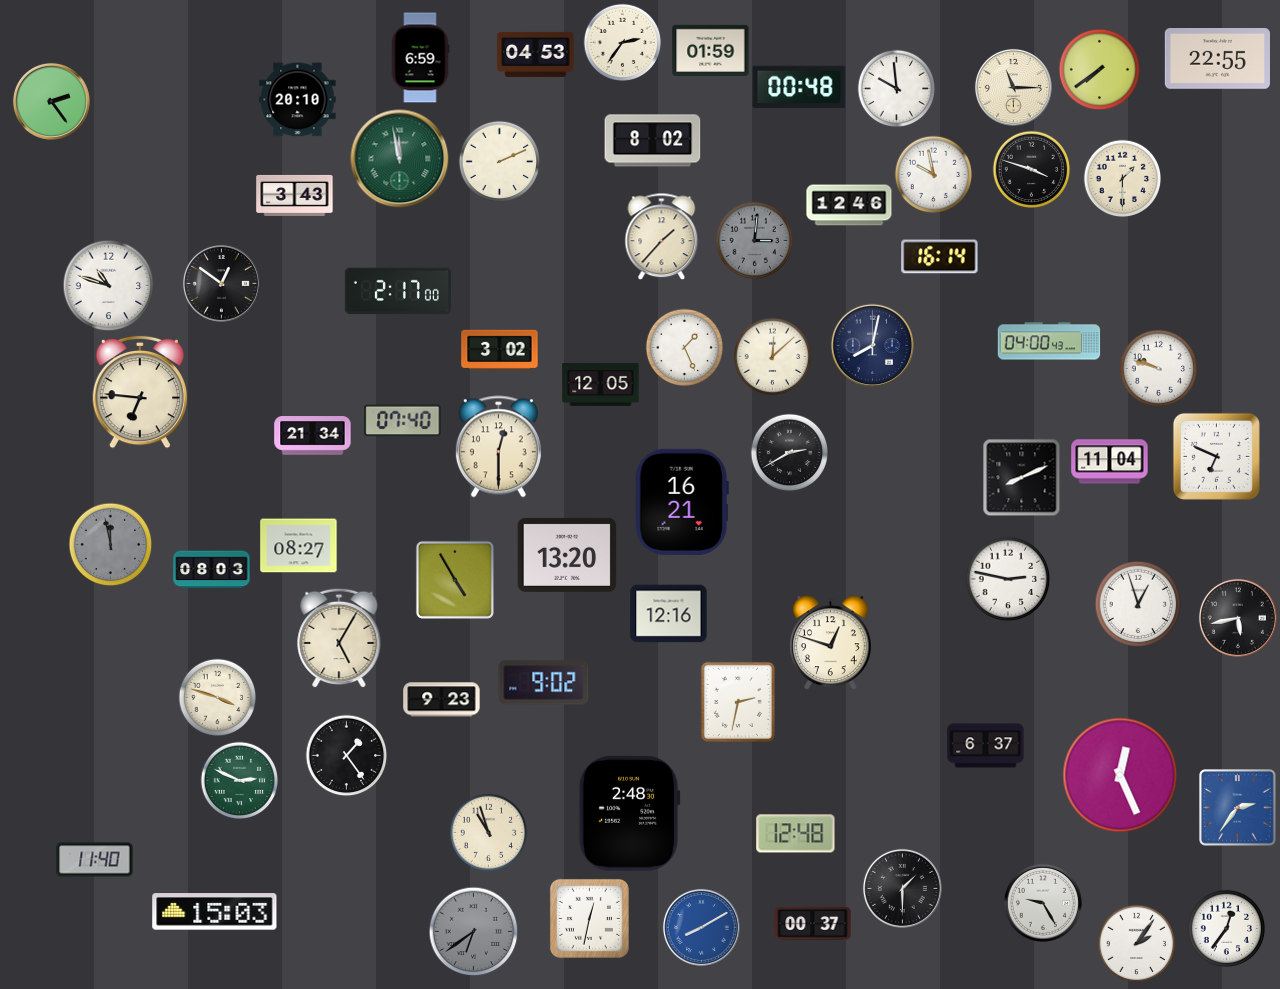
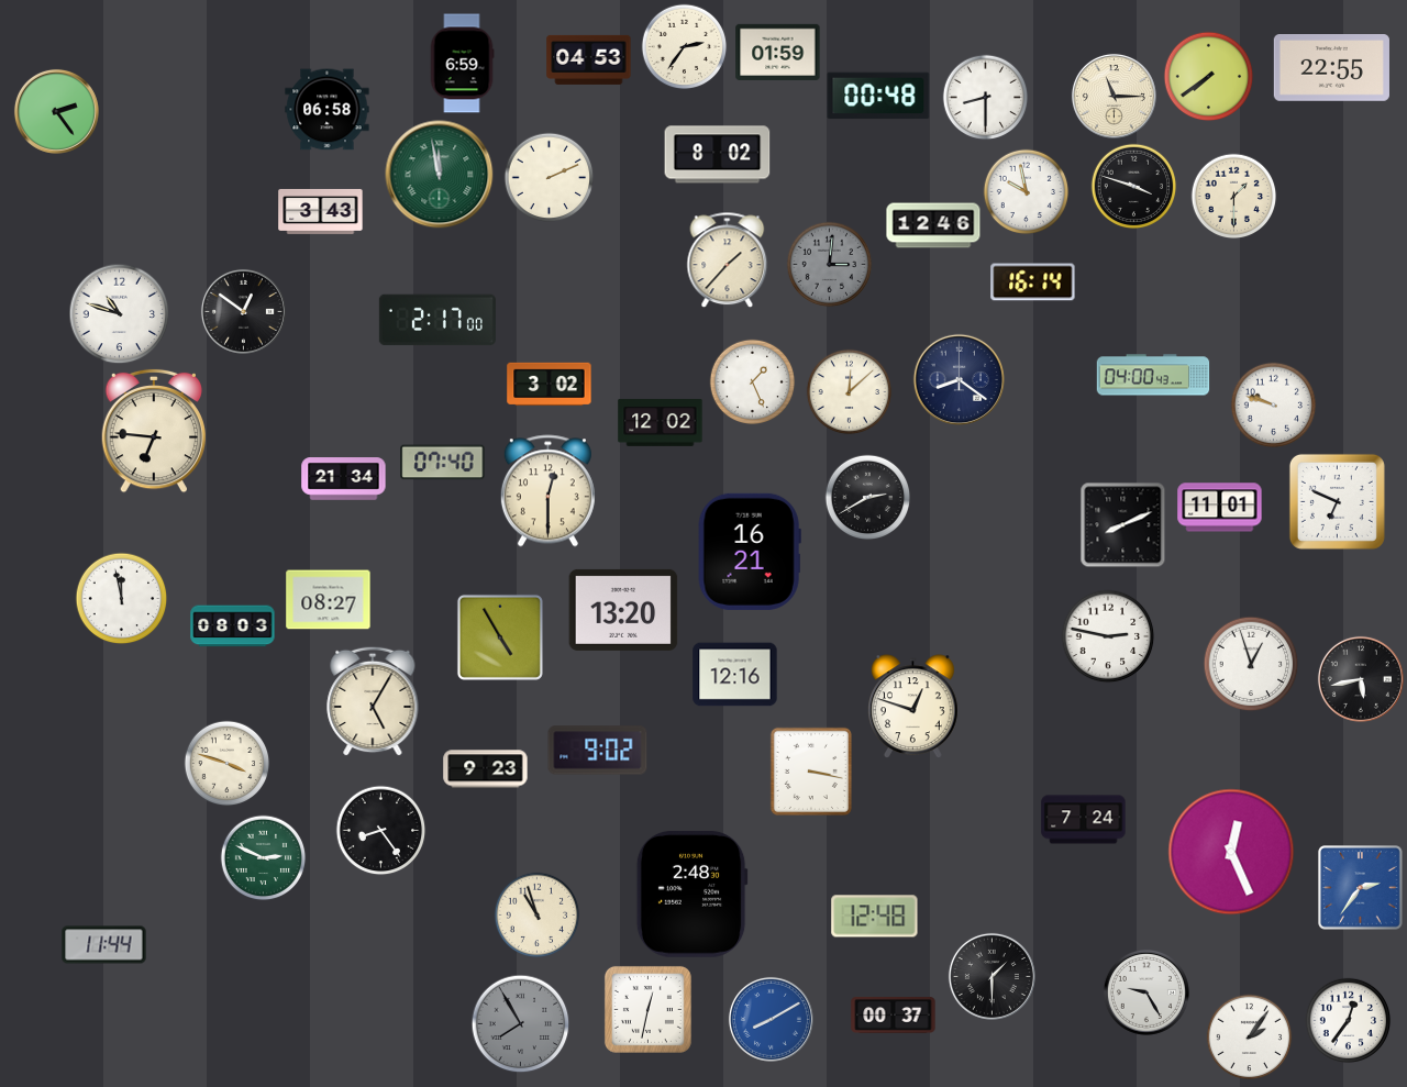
clock at (711, 50) position: (711, 50) -> (778, 52)
clock at (1217, 59) position: (1217, 59) -> (1331, 68)
clock at (896, 88): 9:59 -> 8:30
clock at (298, 100): 20:10 -> 06:58
clock at (295, 195) position: (295, 195) -> (321, 211)
clock at (872, 345): 8:02 -> 8:21
clock at (601, 384): 12:05 -> 12:02
clock at (1110, 462): 11:04 -> 11:01
clock at (110, 544) dial: grey -> white
clock at (217, 697) position: (217, 697) -> (226, 763)
clock at (738, 702): 2:32 -> 3:17
clock at (986, 746): 6:37 -> 7:24
clock at (346, 755): 1:24 -> 8:24
clock at (95, 860): 11:40 -> 11:44
clock at (215, 912): 15:03 -> none
clock at (473, 931): 6:39 -> 7:55
